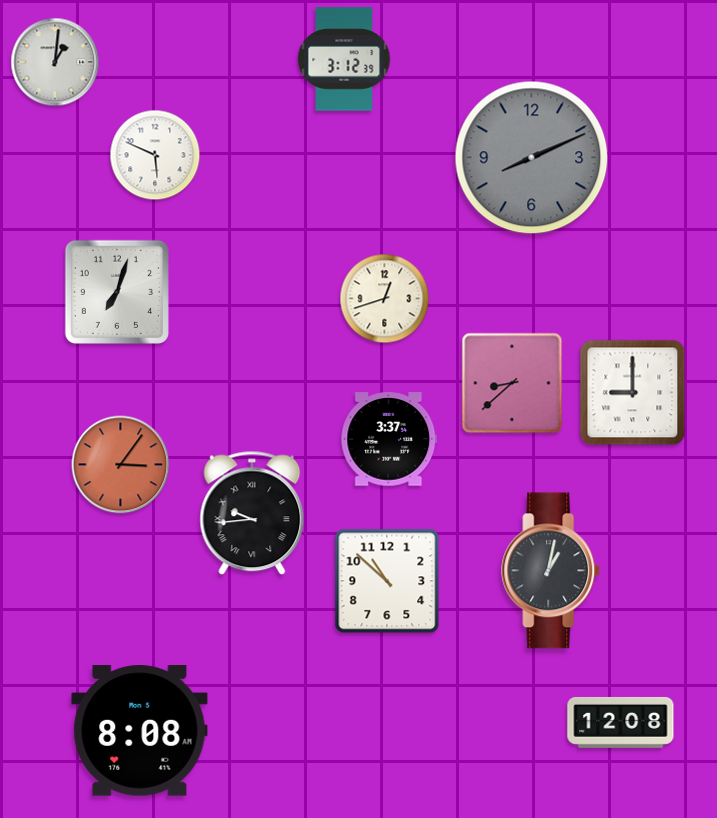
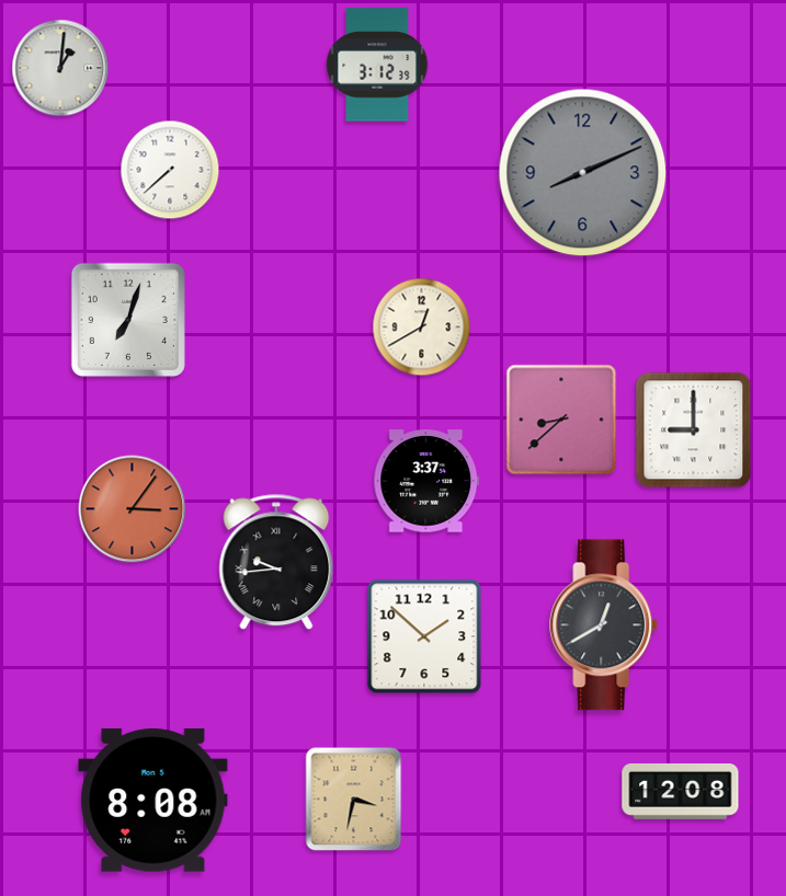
clock at (155, 155): 5:49 -> 7:38
clock at (385, 299): 12:42 -> 12:40
clock at (551, 571): 1:02 -> 12:40
clock at (387, 581): 10:52 -> 1:52
clock at (354, 800): none -> 3:32
